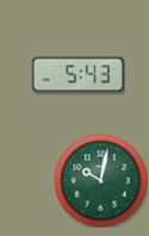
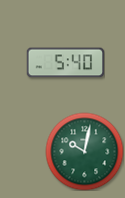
clock at (77, 75): 5:43 -> 5:40
